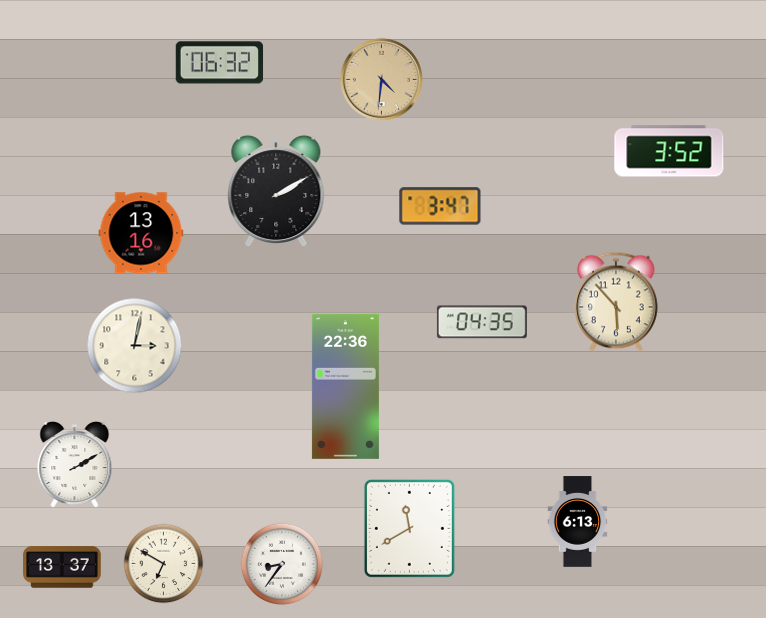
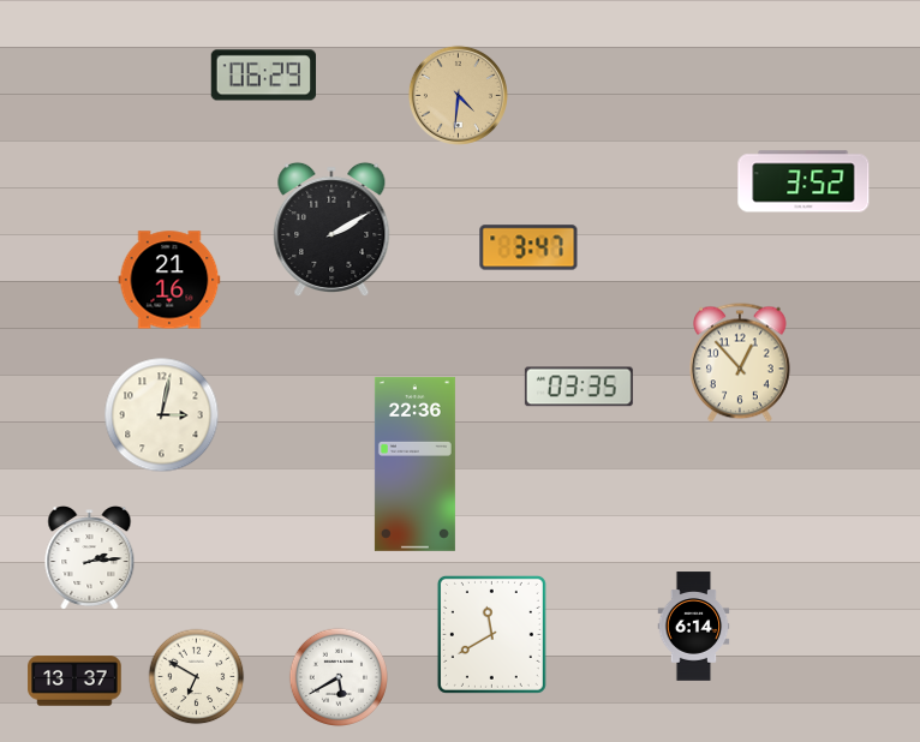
clock at (220, 63): 06:32 -> 06:29
clock at (141, 233): 13:16 -> 21:16
clock at (617, 302): 5:53 -> 12:53
clock at (482, 322): 04:35 -> 03:35
clock at (75, 465): 2:10 -> 2:14
clock at (578, 522): 6:13 -> 6:14
clock at (282, 564): 8:36 -> 5:40
